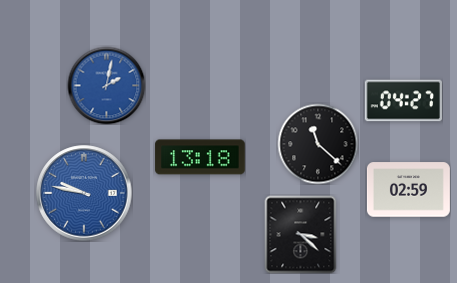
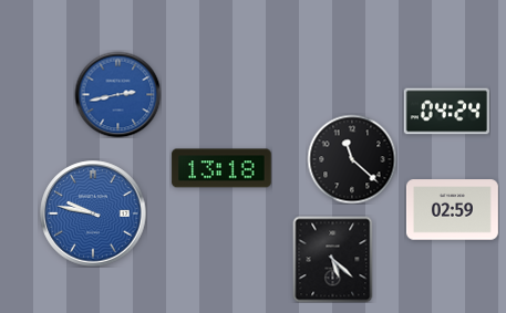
clock at (106, 85): 2:02 -> 2:43
clock at (403, 101): 04:27 -> 04:24
clock at (200, 157) position: (200, 157) -> (221, 168)
clock at (301, 234): 3:22 -> 5:22
